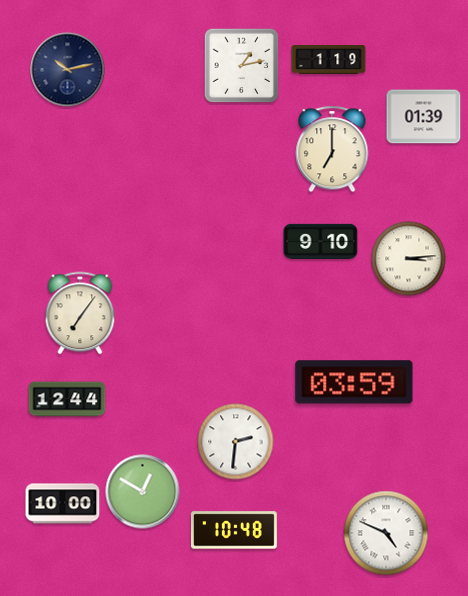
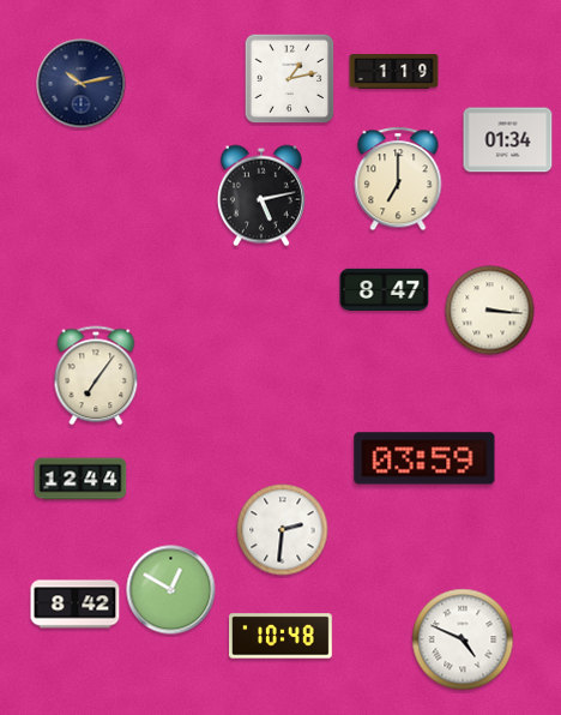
clock at (424, 117): 01:39 -> 01:34
clock at (261, 196): none -> 5:13
clock at (321, 241): 9:10 -> 8:47
clock at (409, 259): 3:14 -> 3:16
clock at (63, 504): 10:00 -> 8:42
